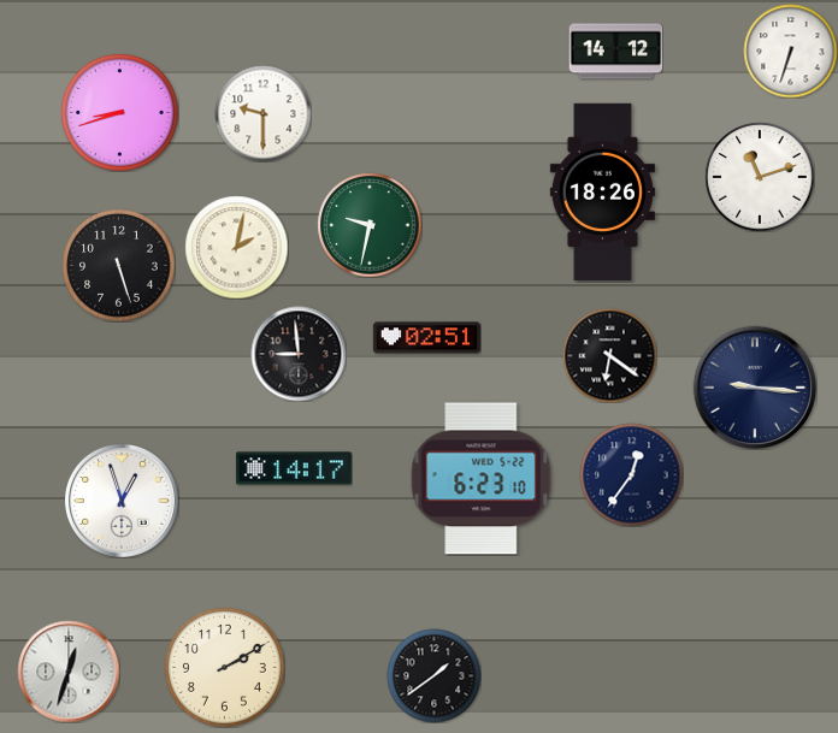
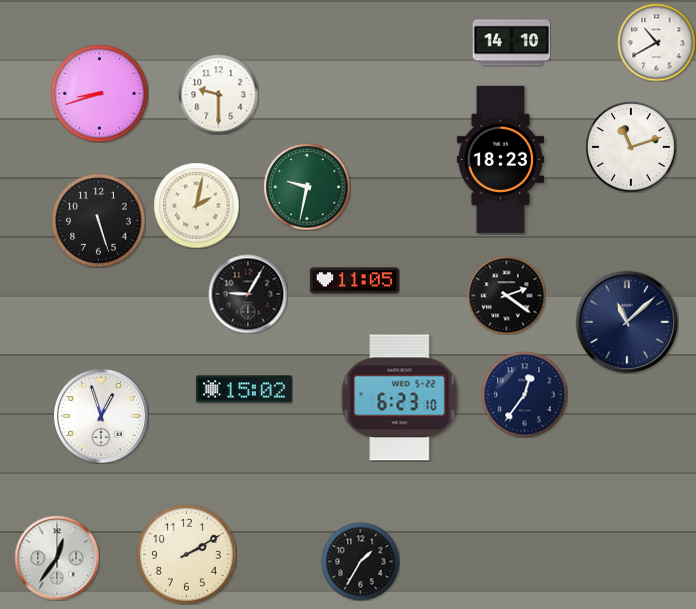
clock at (790, 51): 6:33 -> 10:40
clock at (615, 52): 14:12 -> 14:10
clock at (602, 191): 18:26 -> 18:23
clock at (426, 338): 02:51 -> 11:05
clock at (299, 354): 8:59 -> 9:05
clock at (609, 355): 6:21 -> 2:21
clock at (754, 386): 9:16 -> 11:08
clock at (295, 468): 14:17 -> 15:02
clock at (69, 672): 12:33 -> 12:36
clock at (433, 675): 1:39 -> 1:35
